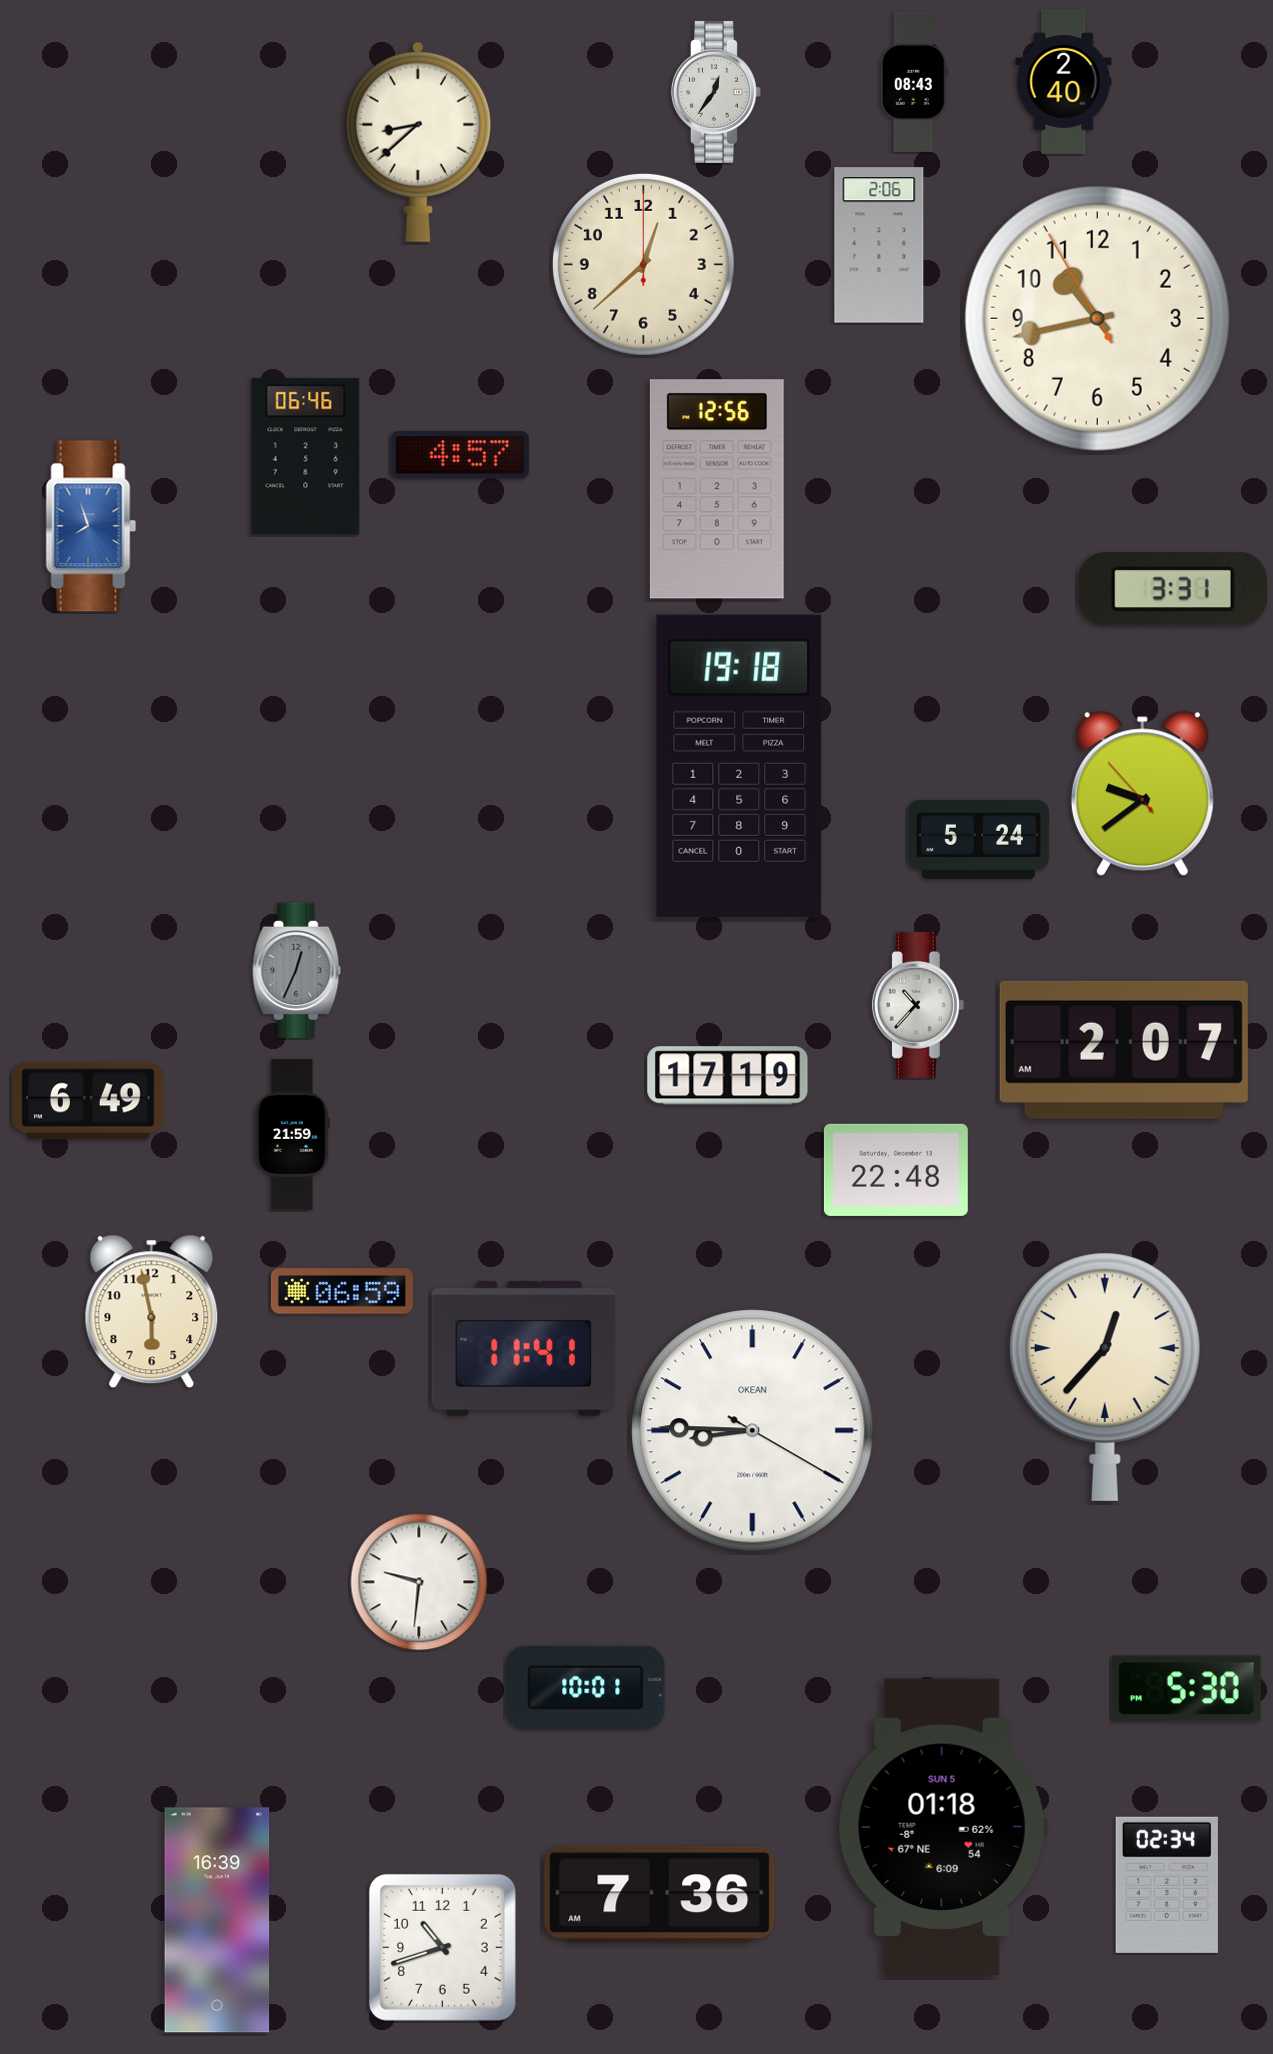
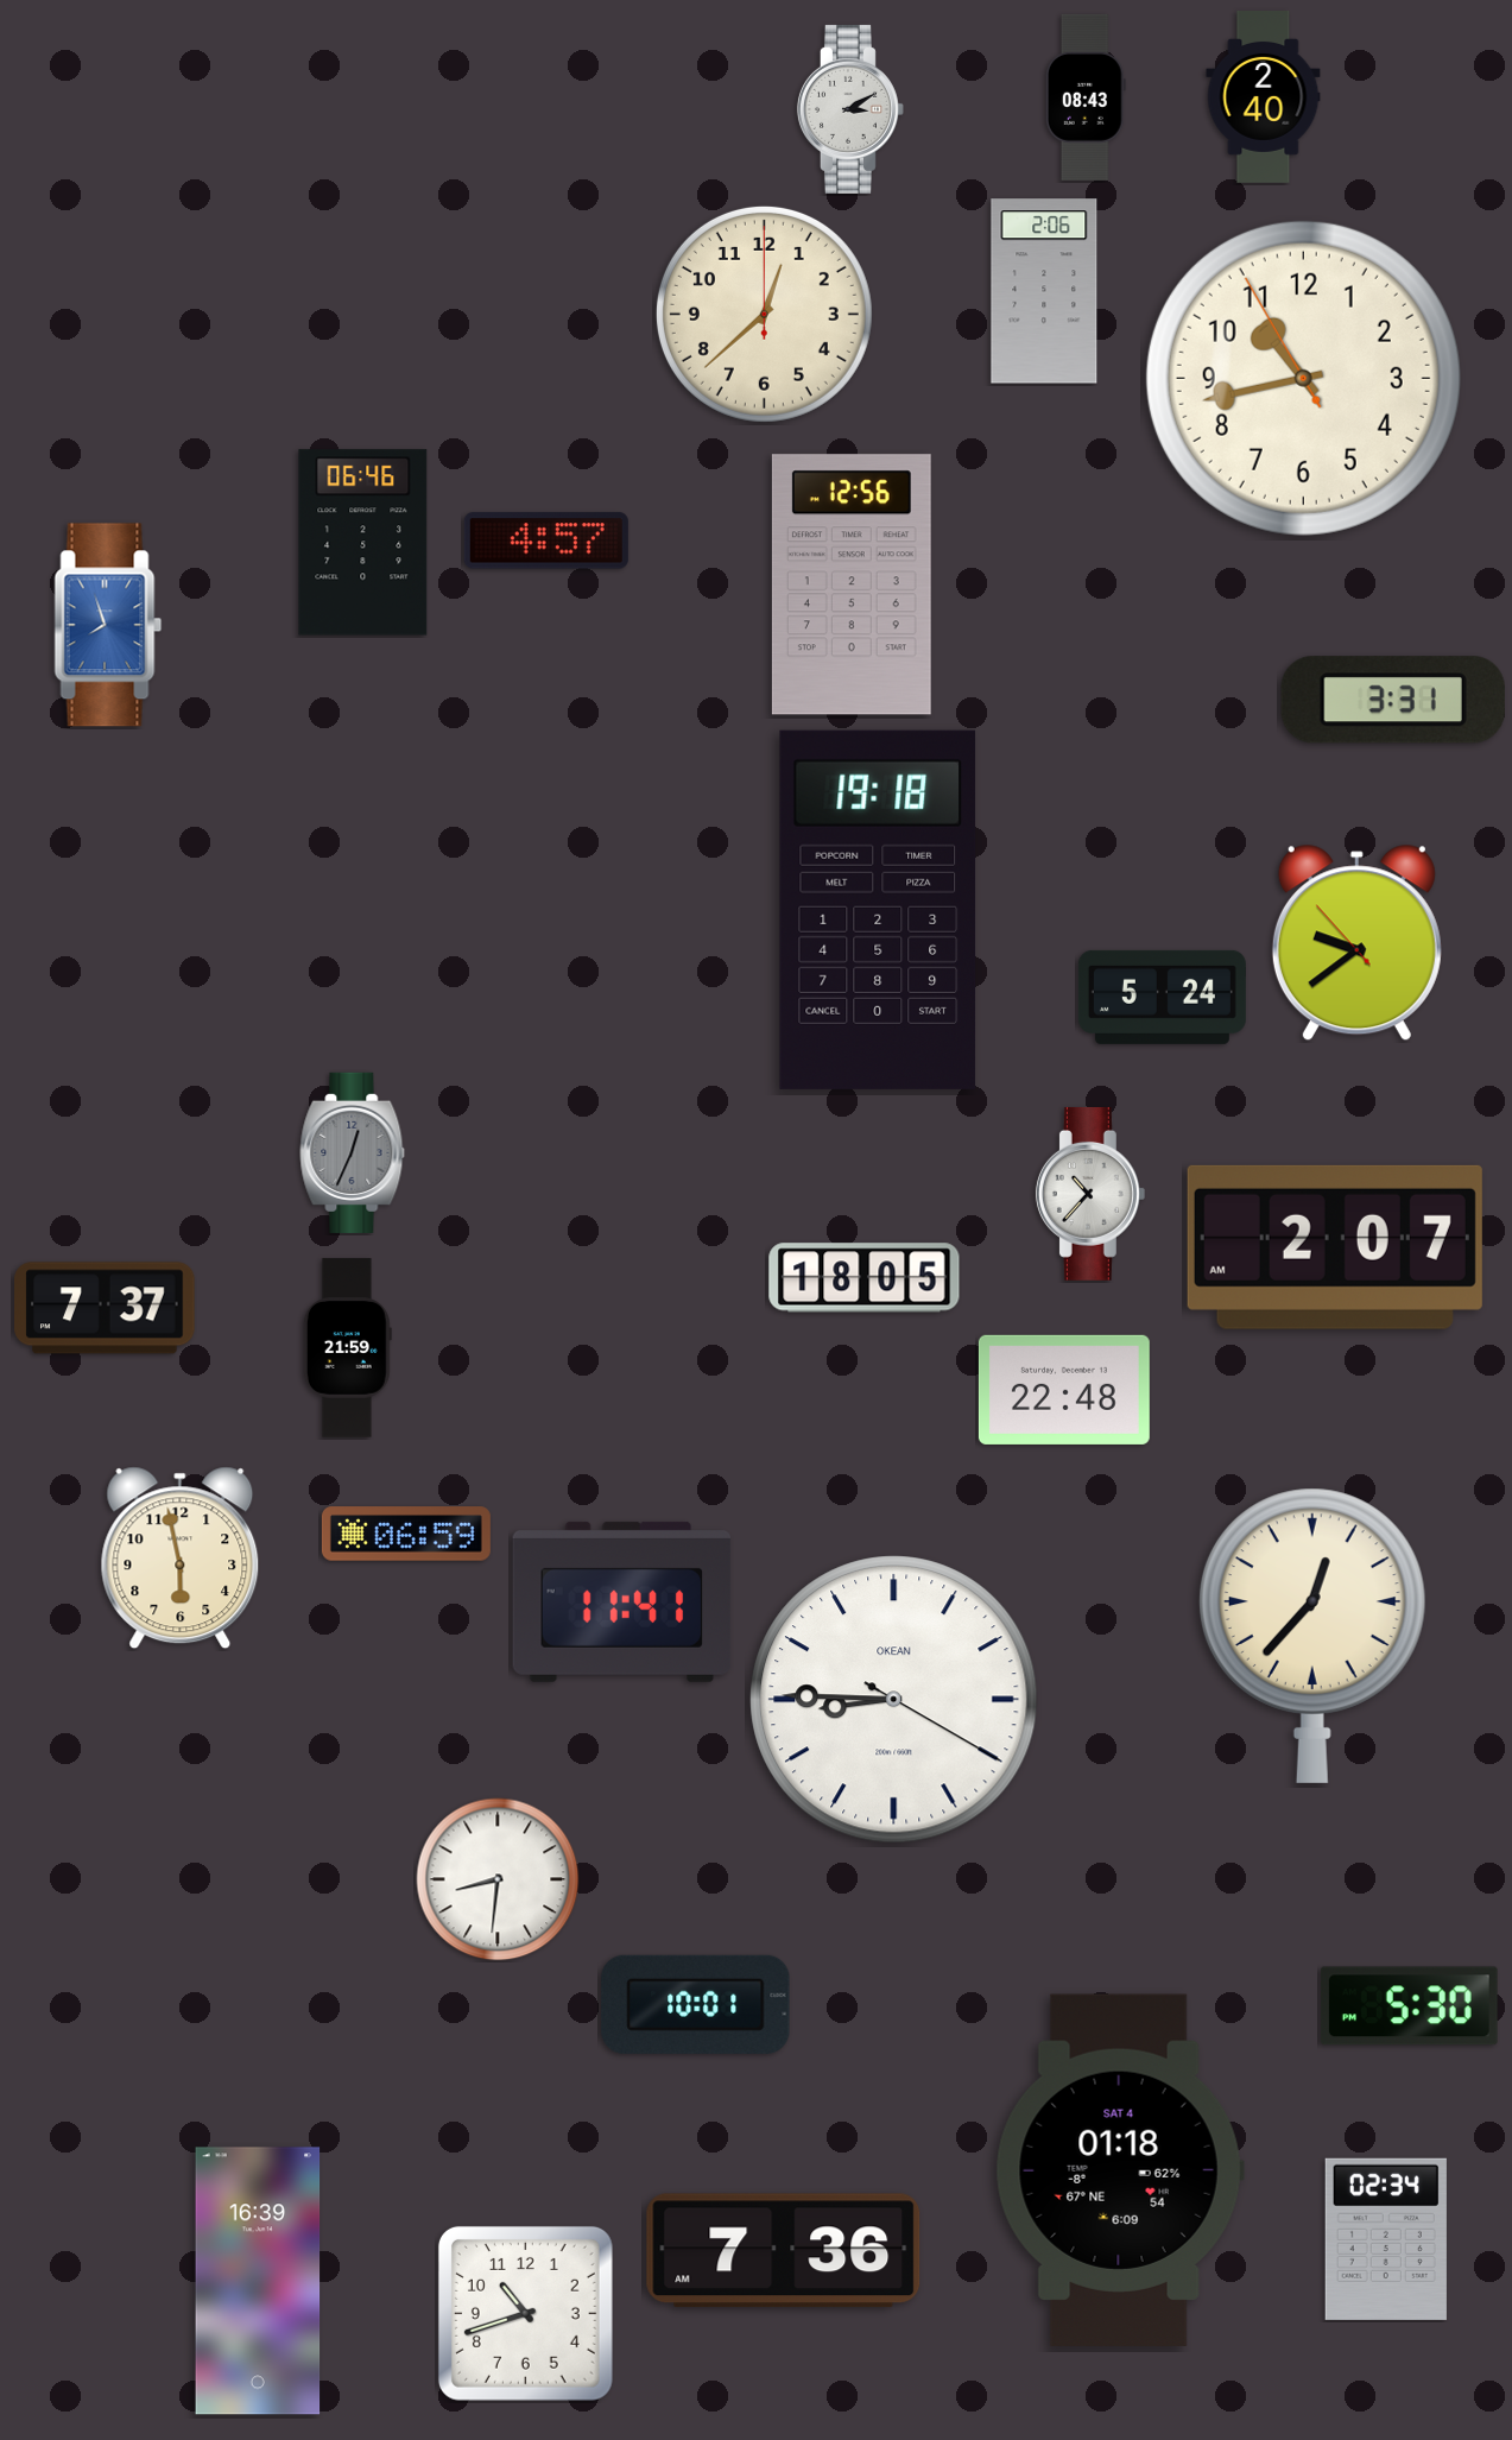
clock at (716, 92): 12:36 -> 3:10
clock at (418, 142): 8:38 -> none
clock at (717, 489) position: (717, 489) -> (852, 584)
clock at (728, 1076): 17:19 -> 18:05
clock at (88, 1101): 6:49 -> 7:37
clock at (419, 1582): 9:31 -> 8:31
clock at (943, 1827) date: SUN 5 -> SAT 4
